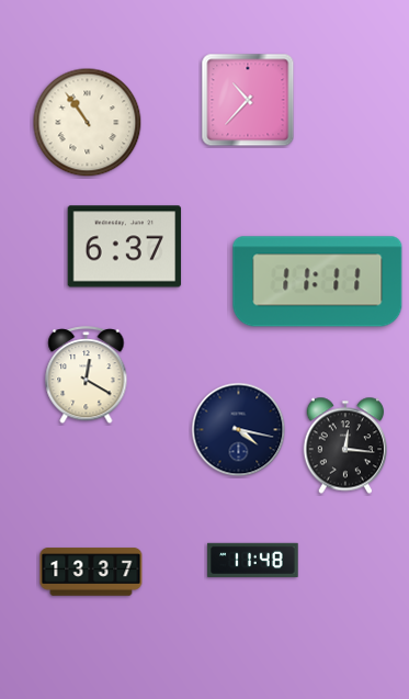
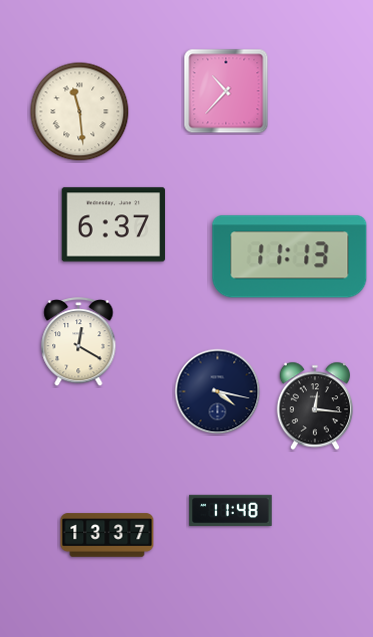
clock at (88, 123): 10:54 -> 11:29
clock at (318, 282): 11:11 -> 11:13
clock at (91, 572) position: (91, 572) -> (107, 535)
